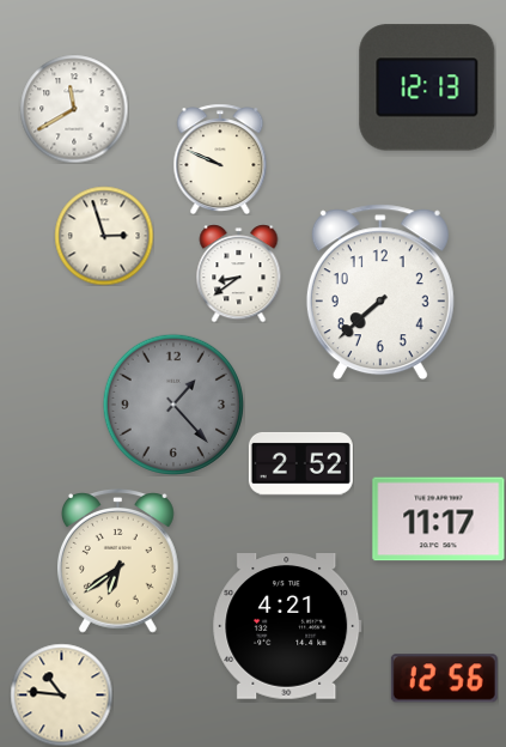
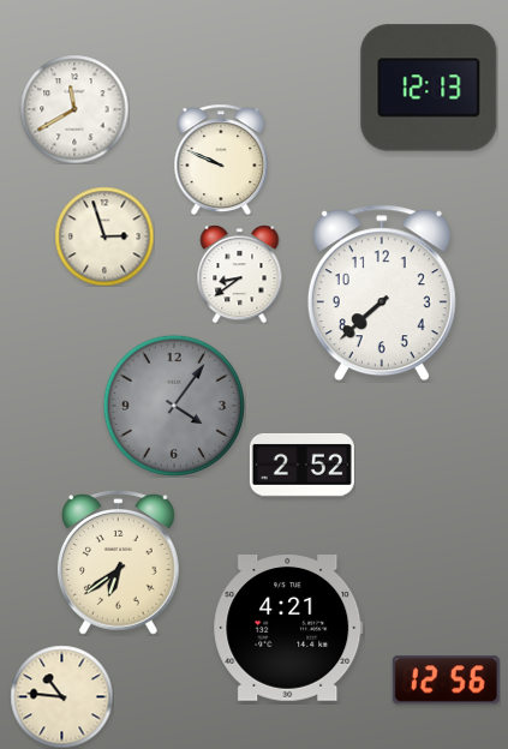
clock at (172, 403): 1:23 -> 4:06
clock at (439, 520): 11:17 -> none
